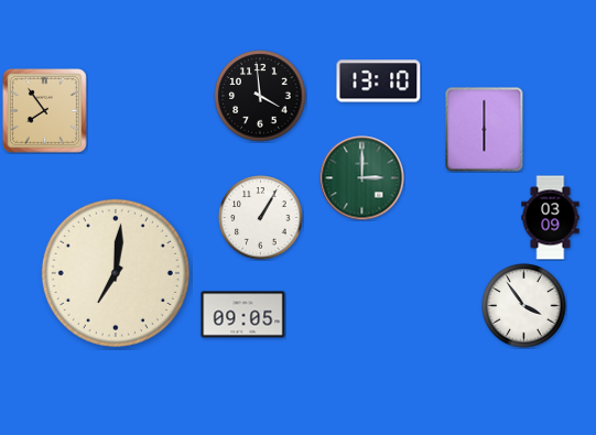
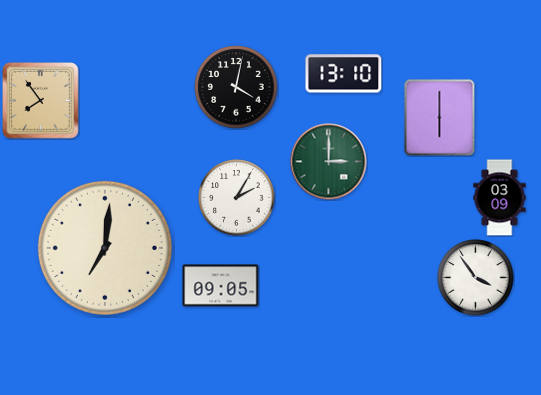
clock at (260, 96): 3:59 -> 4:02
clock at (261, 218): 1:05 -> 2:05
